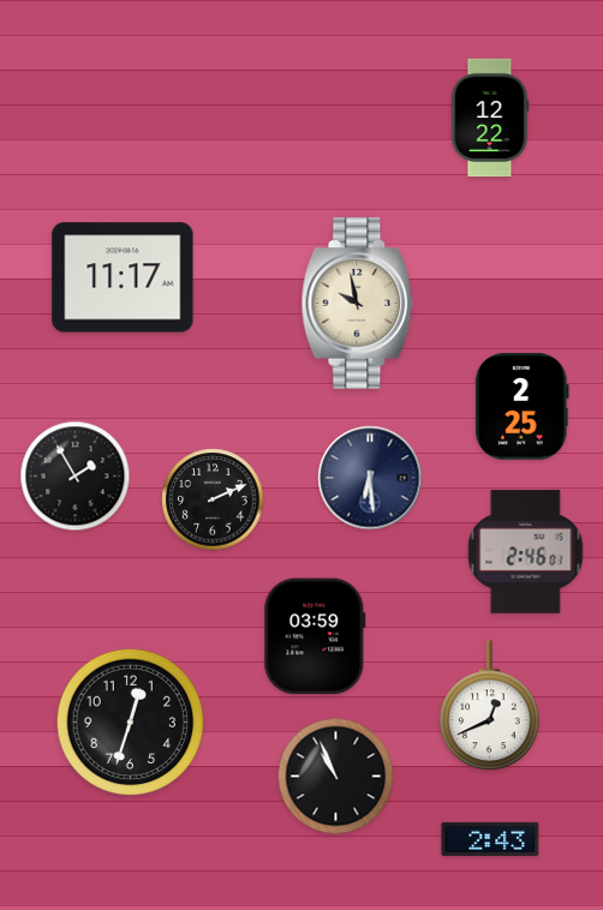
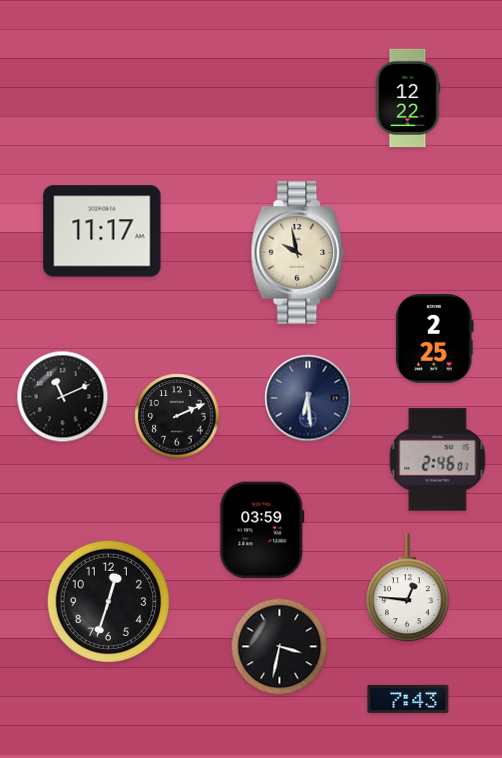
clock at (76, 477): 1:55 -> 11:11
clock at (490, 706): 12:41 -> 12:46
clock at (336, 777): 10:56 -> 3:32
clock at (490, 839): 2:43 -> 7:43
